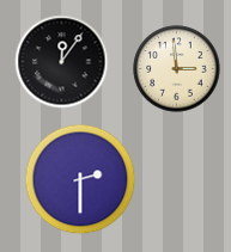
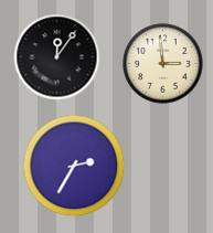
clock at (80, 179): 2:30 -> 2:35
